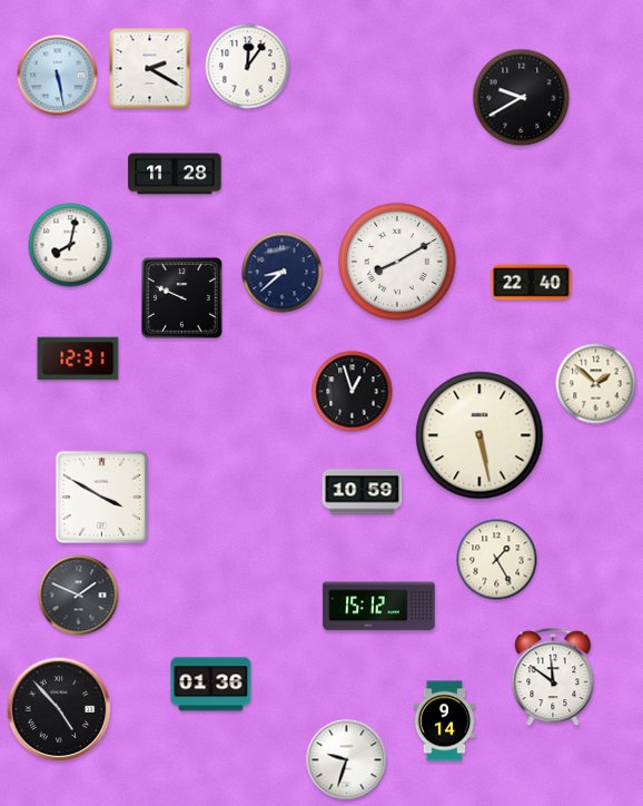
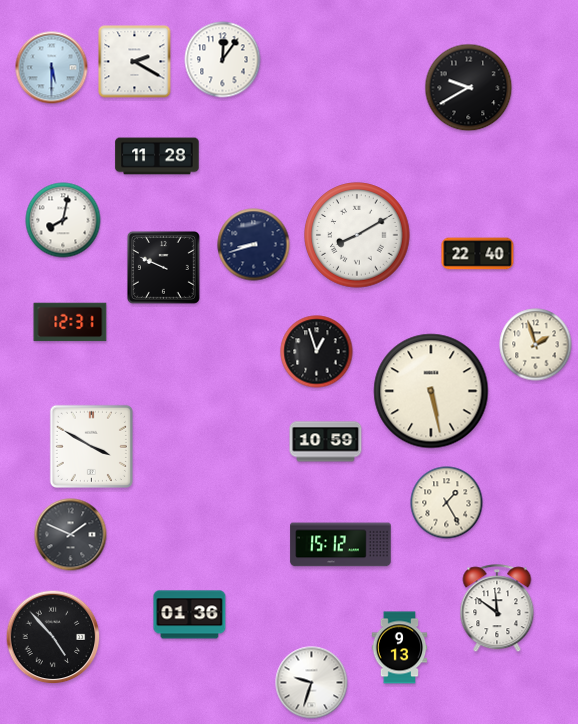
clock at (58, 76): 5:28 -> 5:30
clock at (283, 273): 8:38 -> 8:42
clock at (596, 384): 1:52 -> 1:57
clock at (445, 721): 9:14 -> 9:13
